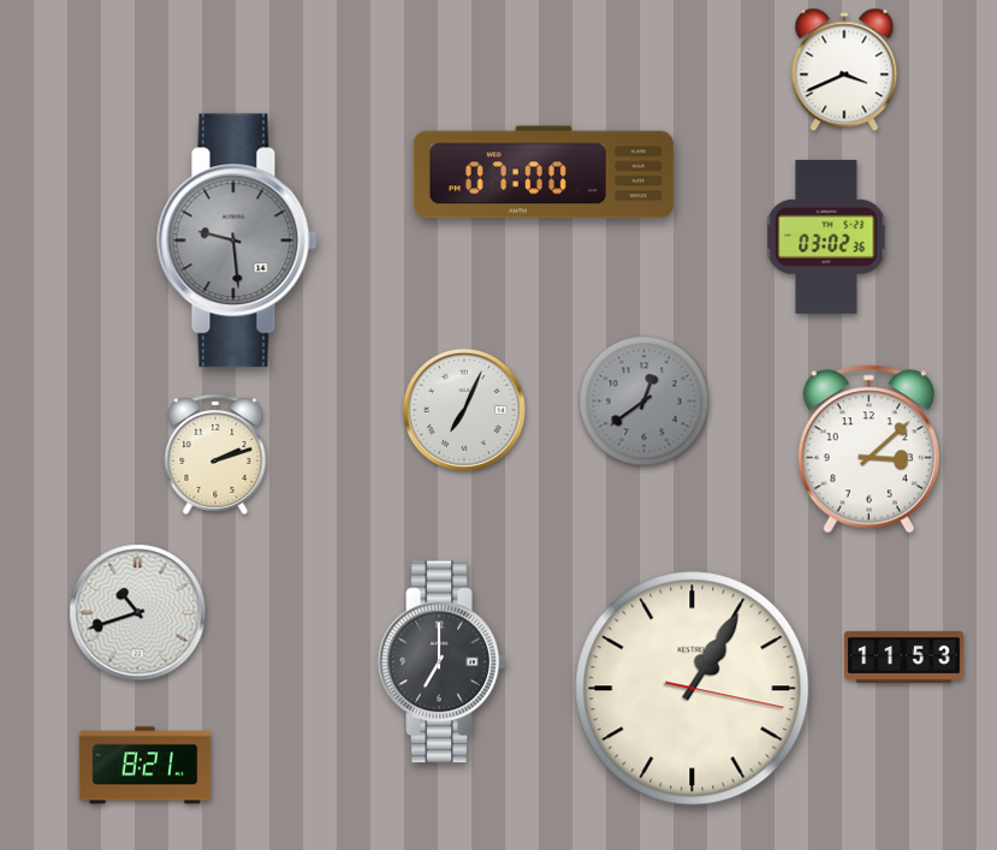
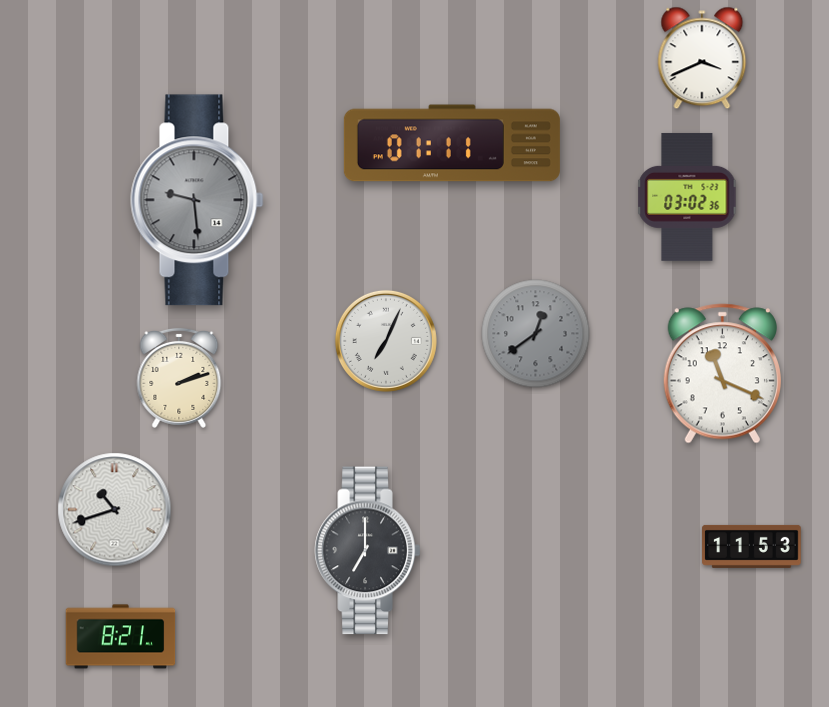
clock at (544, 172): 07:00 -> 01:11
clock at (868, 450): 3:08 -> 11:19
clock at (693, 689): 1:05 -> none
